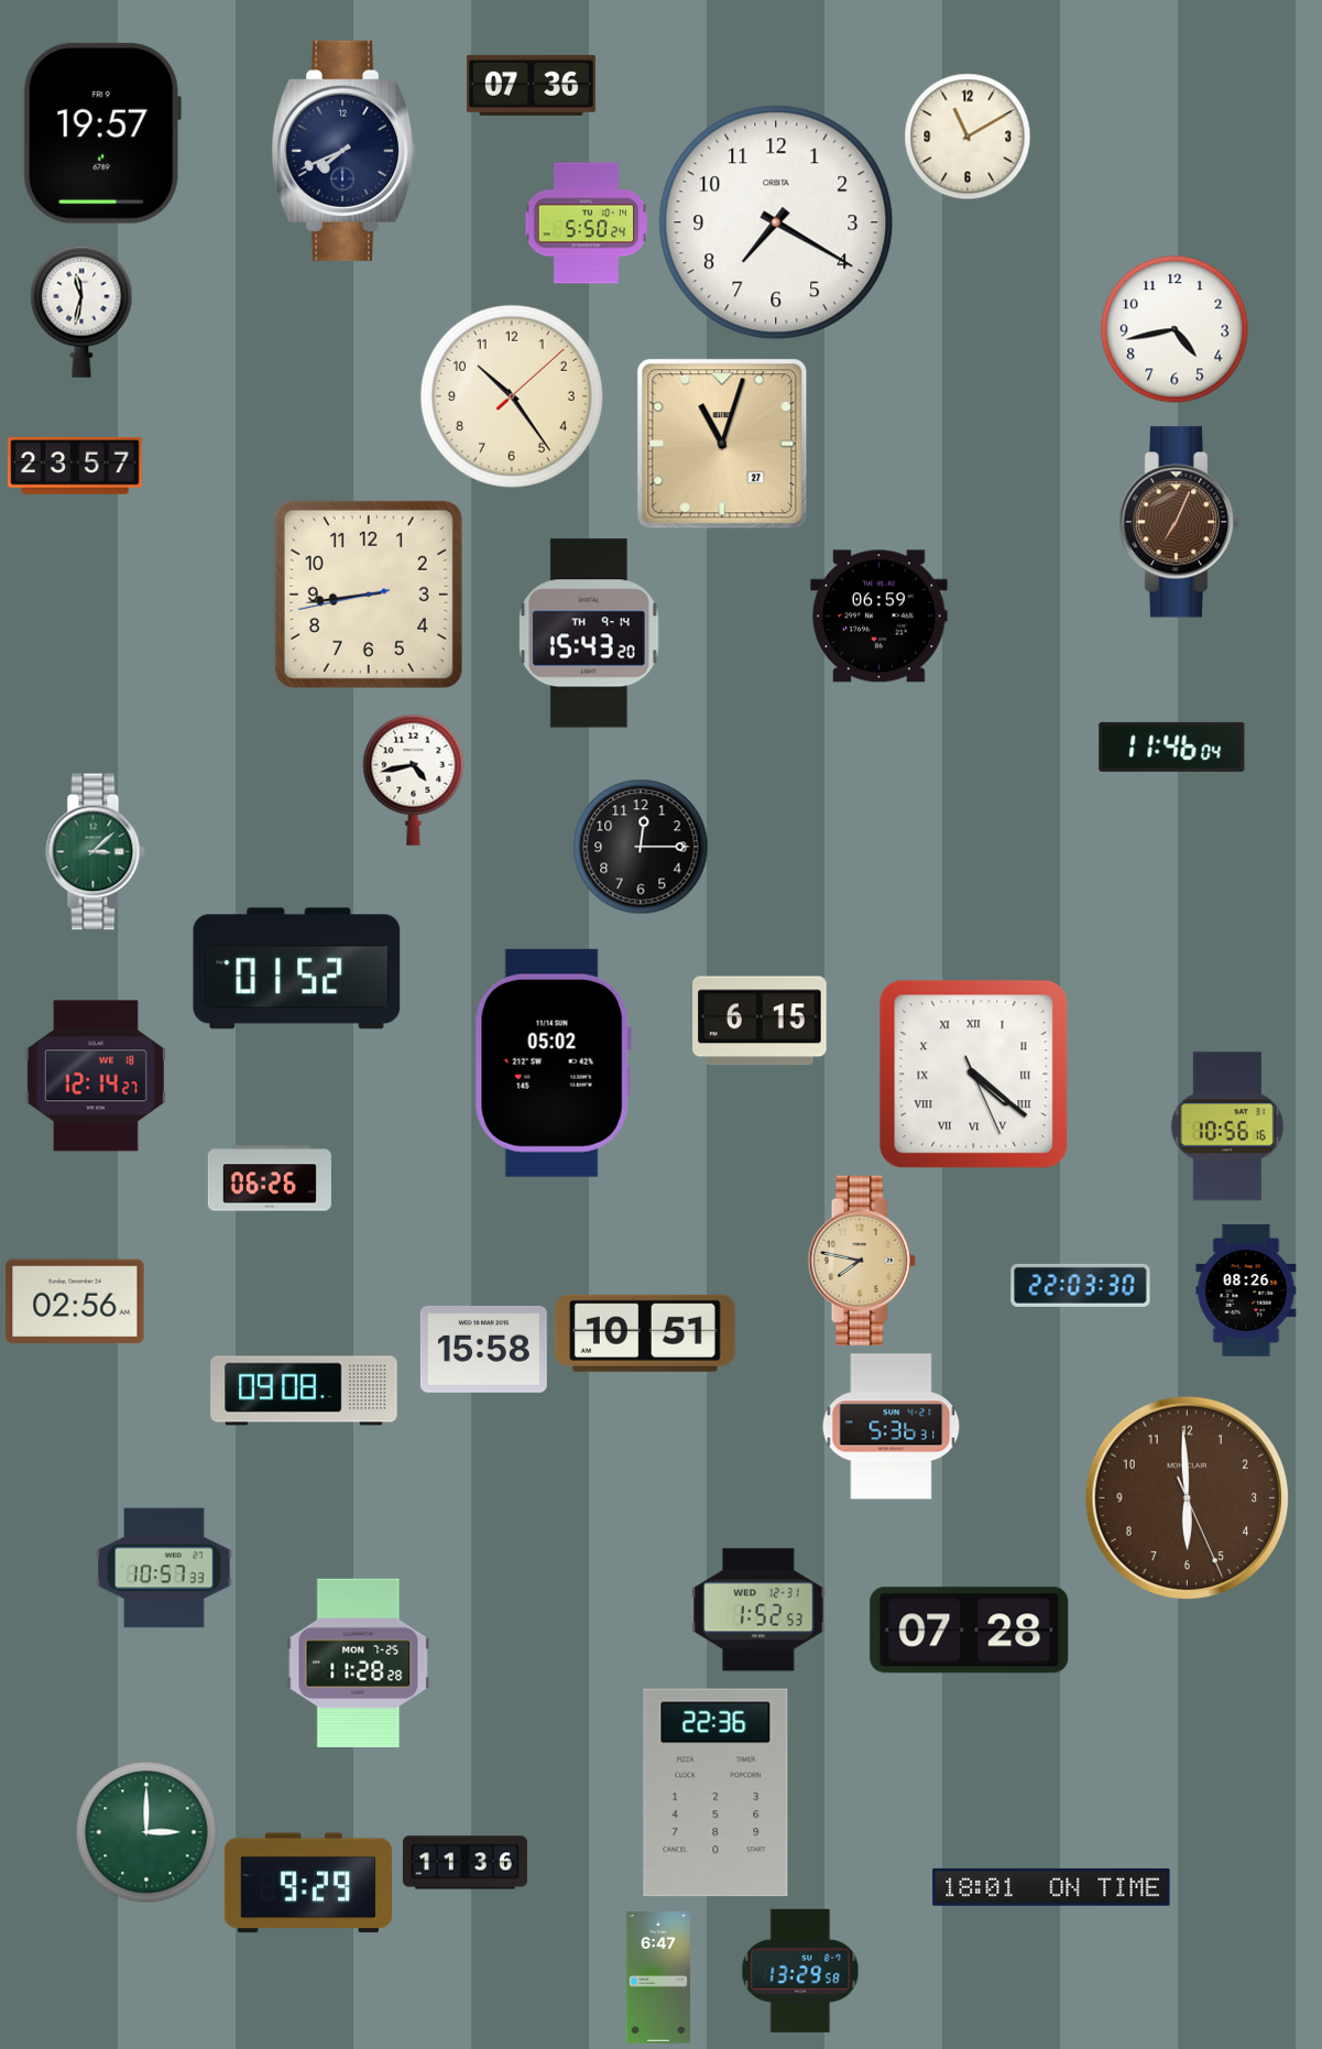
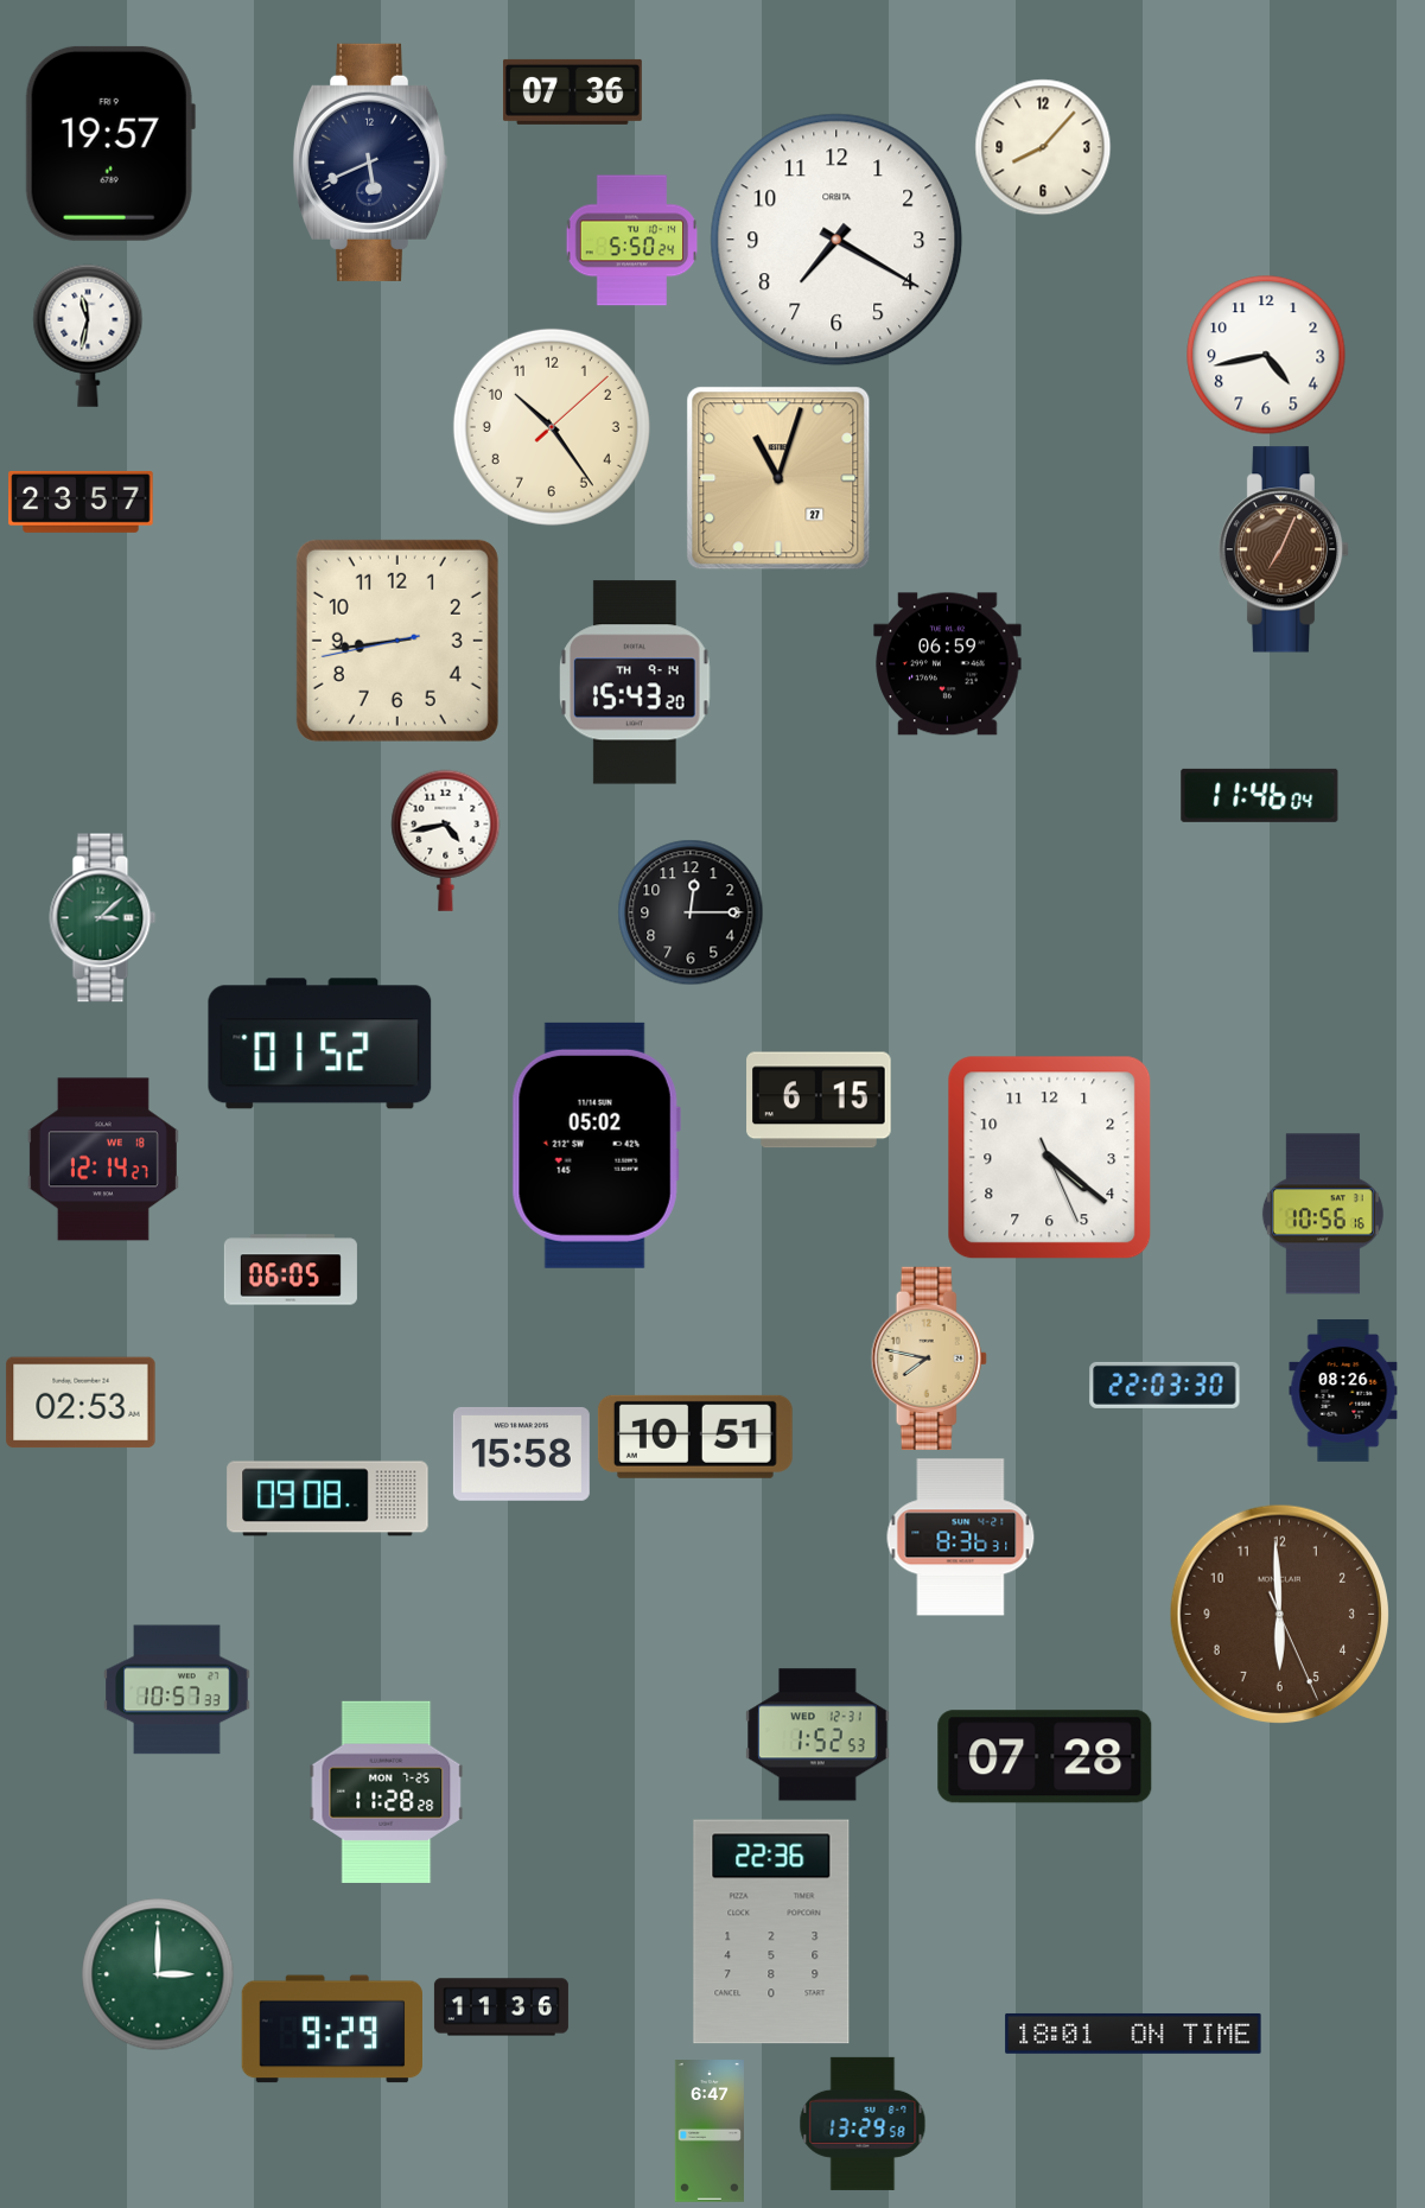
clock at (968, 137): 11:10 -> 8:07
clock at (343, 151): 7:41 -> 5:41
clock at (1179, 522) position: (1179, 522) -> (1284, 549)
clock at (1172, 746) position: (1172, 746) -> (1260, 795)
clock at (974, 1075) numerals: Roman -> Arabic
clock at (270, 1178): 06:26 -> 06:05
clock at (75, 1301): 02:56 -> 02:53
clock at (892, 1427): 5:36 -> 8:36
